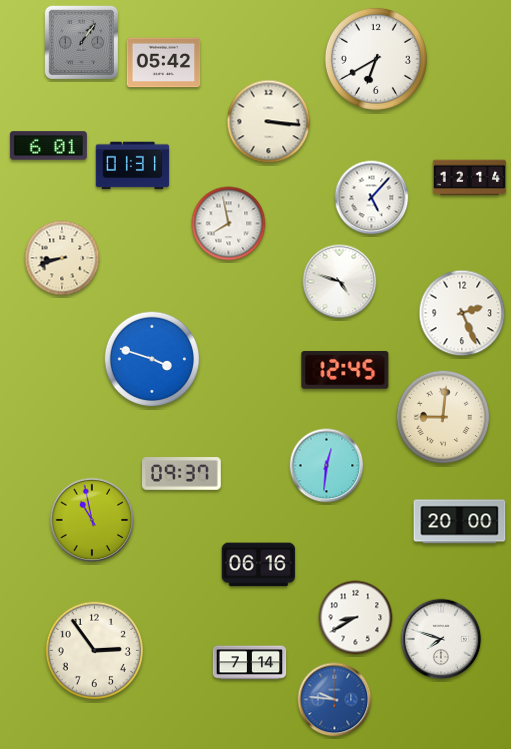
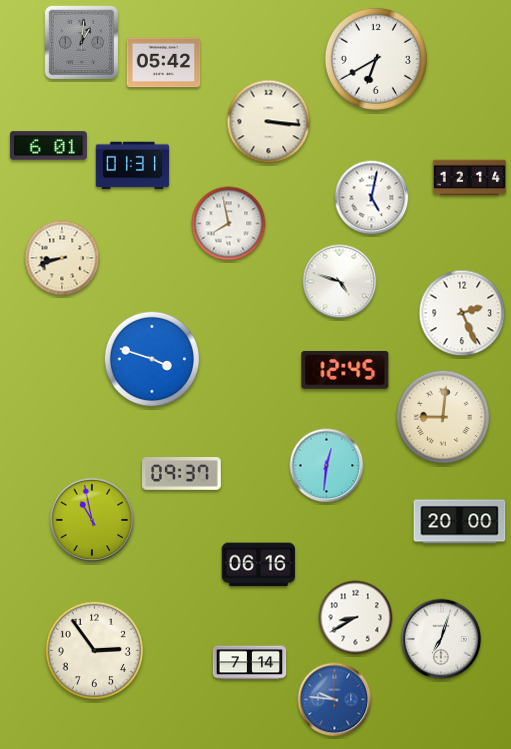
clock at (82, 43): 1:06 -> 1:01
clock at (372, 198): 5:07 -> 5:02
clock at (441, 639): 7:48 -> 7:03
